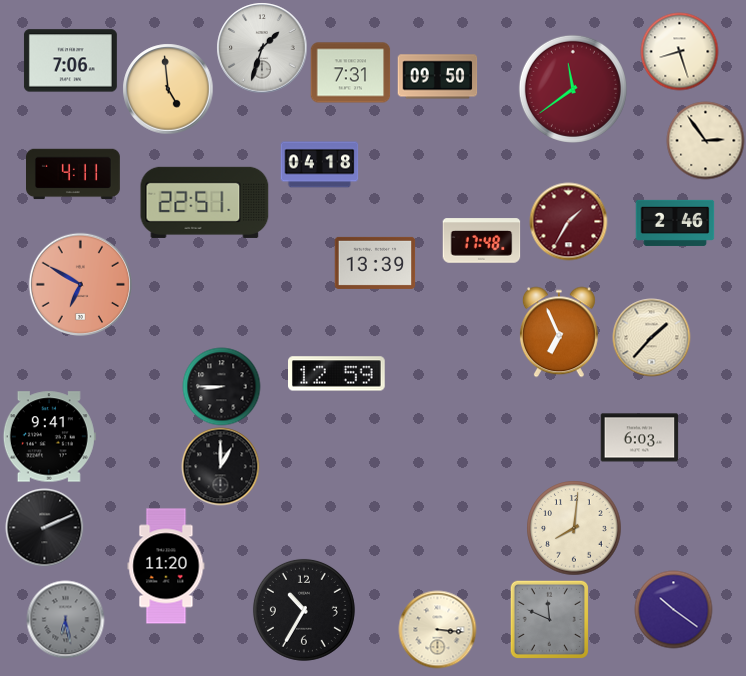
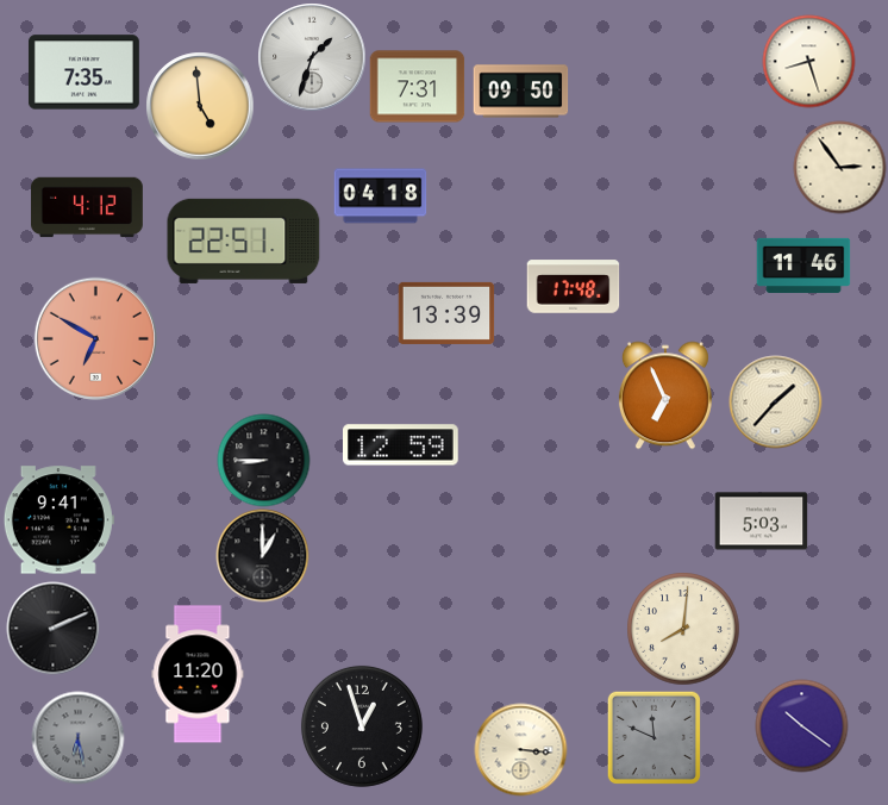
clock at (70, 61): 7:06 -> 7:35
clock at (573, 89): 11:39 -> none
clock at (74, 174): 4:11 -> 4:12
clock at (568, 221): 1:35 -> none
clock at (675, 223): 2:46 -> 11:46
clock at (639, 438): 6:03 -> 5:03
clock at (304, 610): 10:35 -> 12:57
